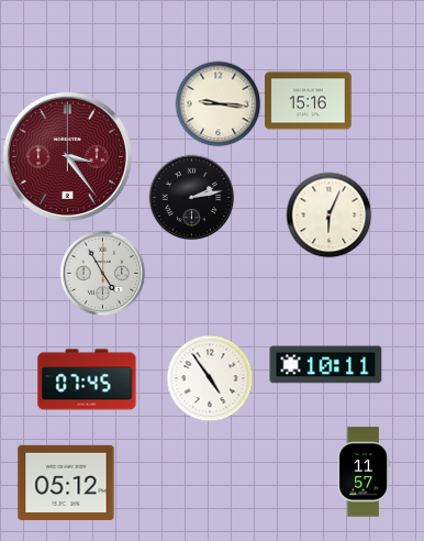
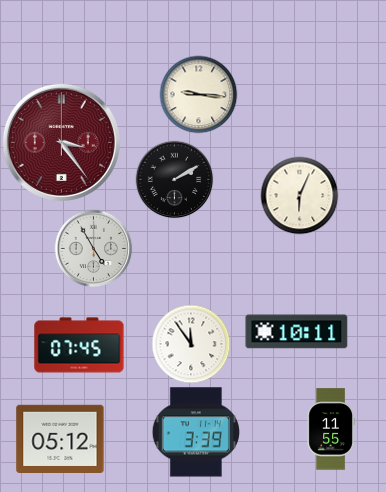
clock at (309, 101): 15:16 -> none
clock at (191, 197): 2:13 -> 2:10
clock at (210, 378): 4:54 -> 11:54
clock at (364, 472): 11:57 -> 11:55
clock at (196, 432): none -> 3:39
